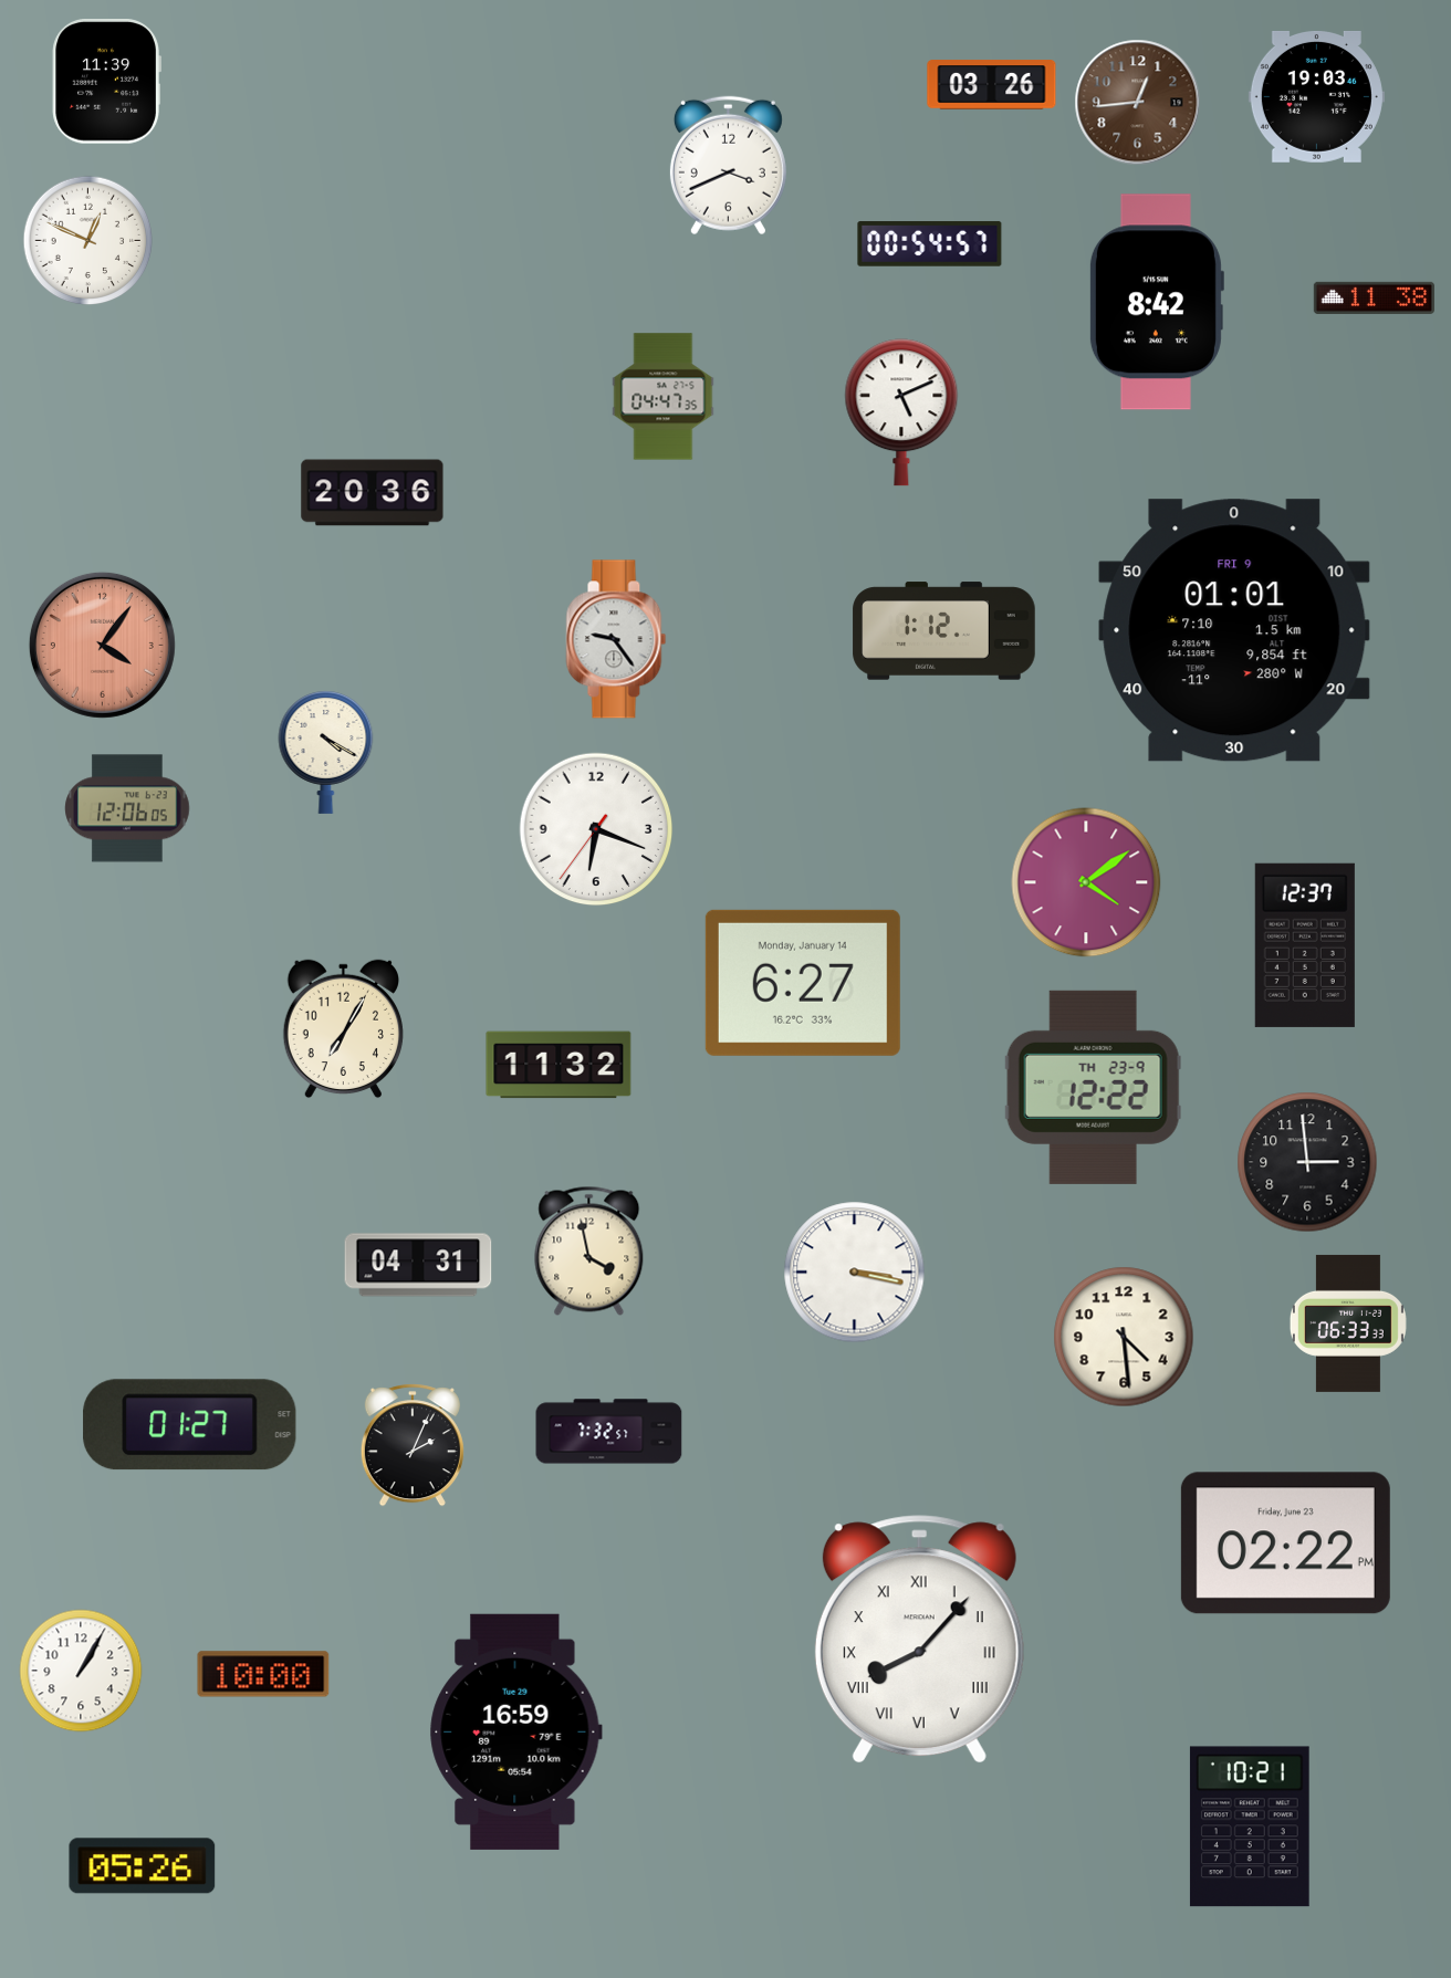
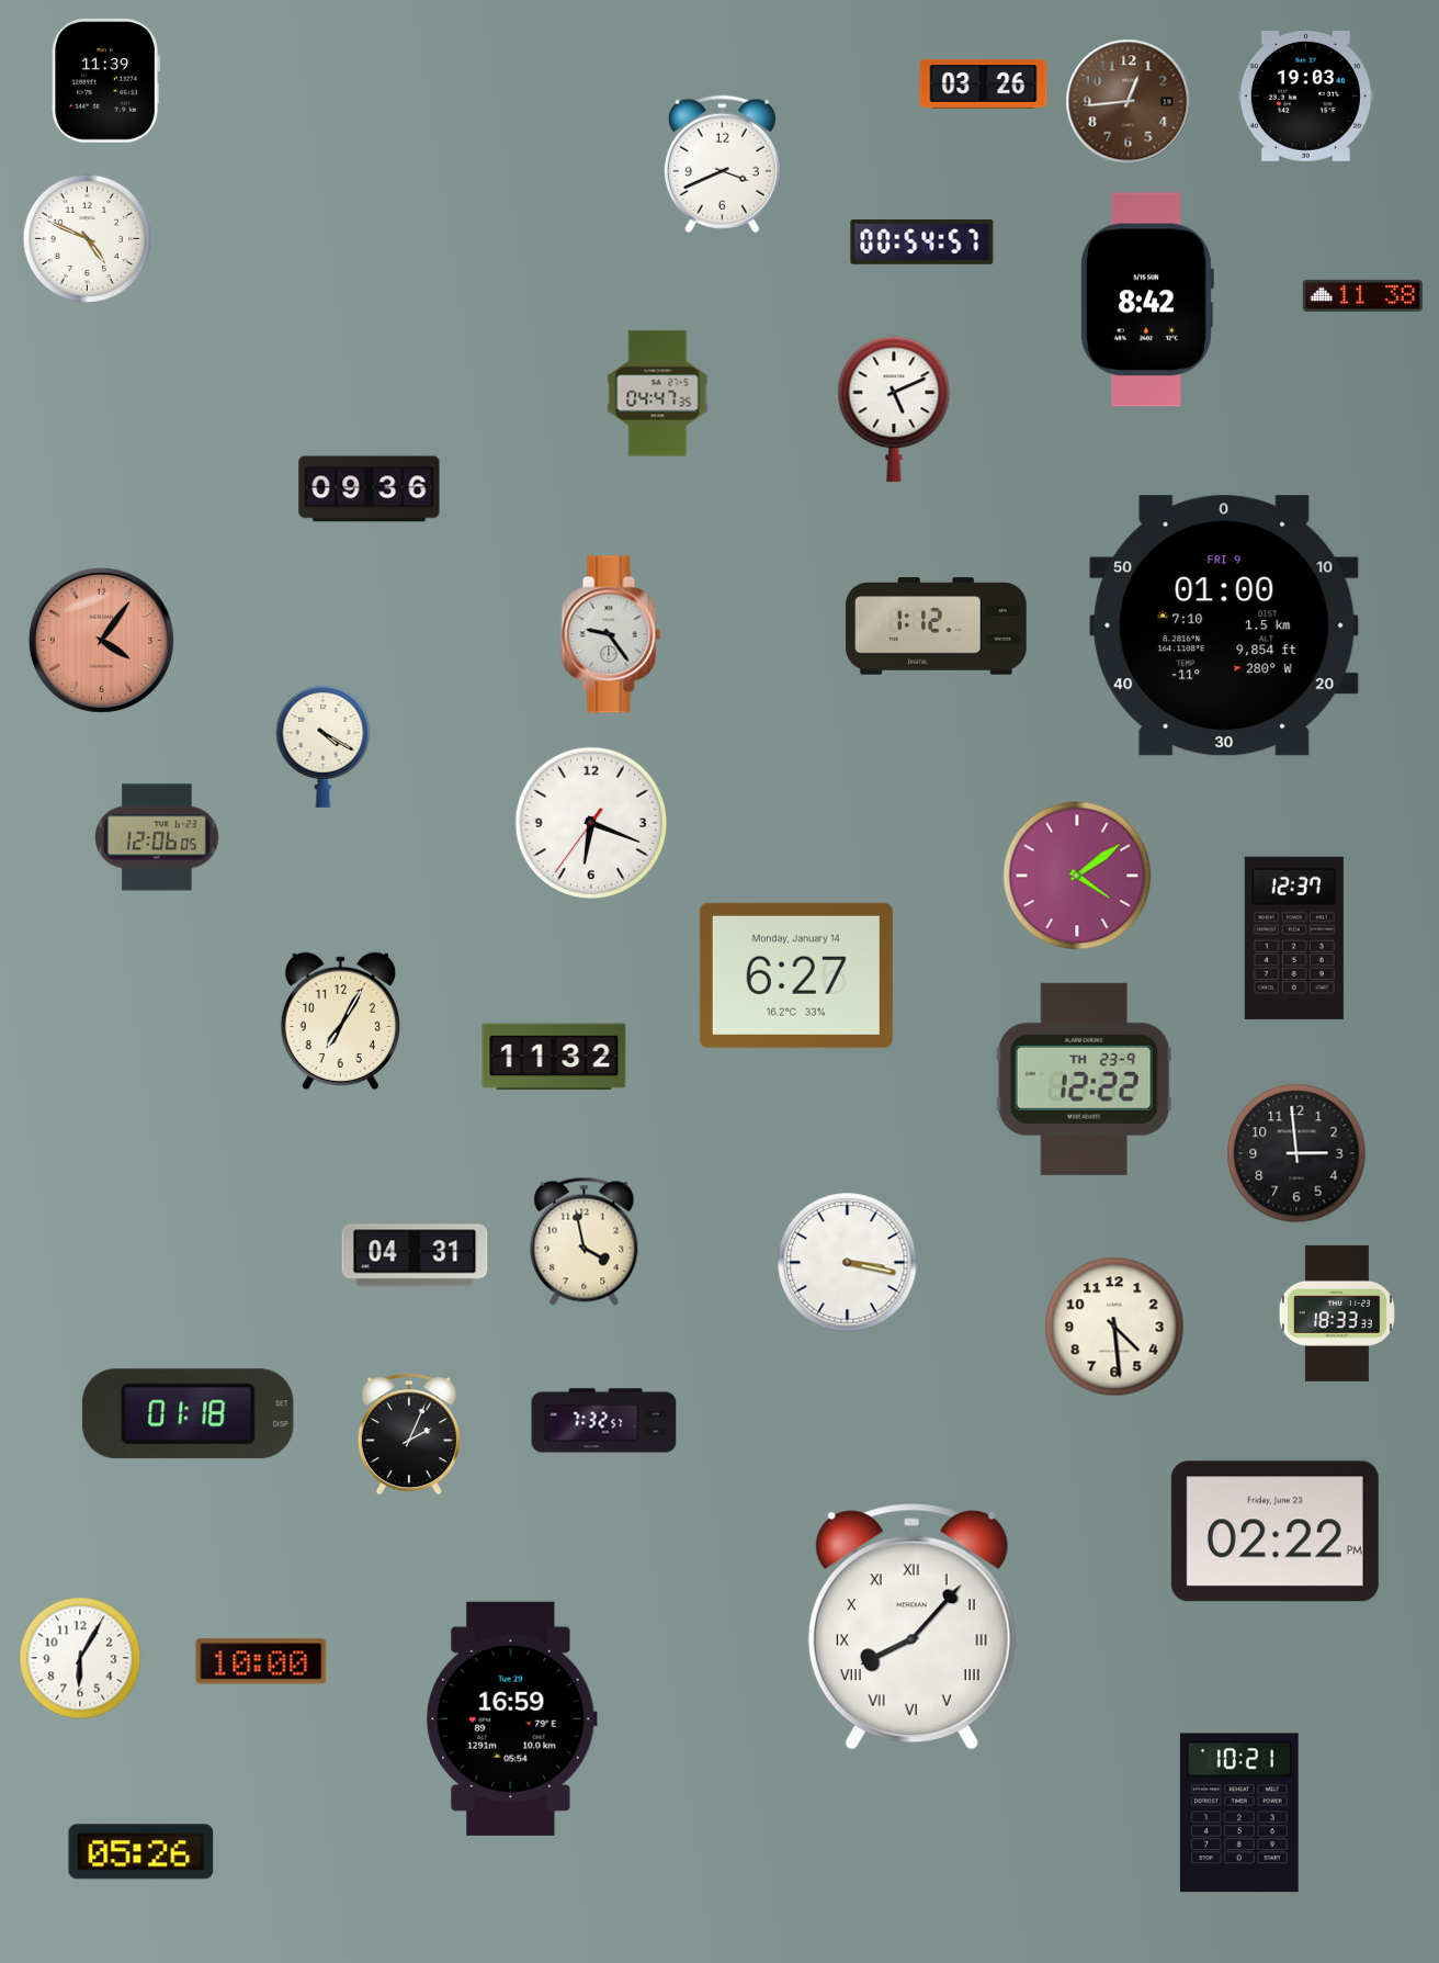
clock at (88, 241): 12:49 -> 4:49
clock at (373, 493): 20:36 -> 09:36
clock at (1234, 630): 01:01 -> 01:00
clock at (127, 808) position: (127, 808) -> (157, 837)
clock at (1348, 1323): 06:33 -> 18:33
clock at (190, 1425): 01:27 -> 01:18
clock at (81, 1671): 1:05 -> 6:05
